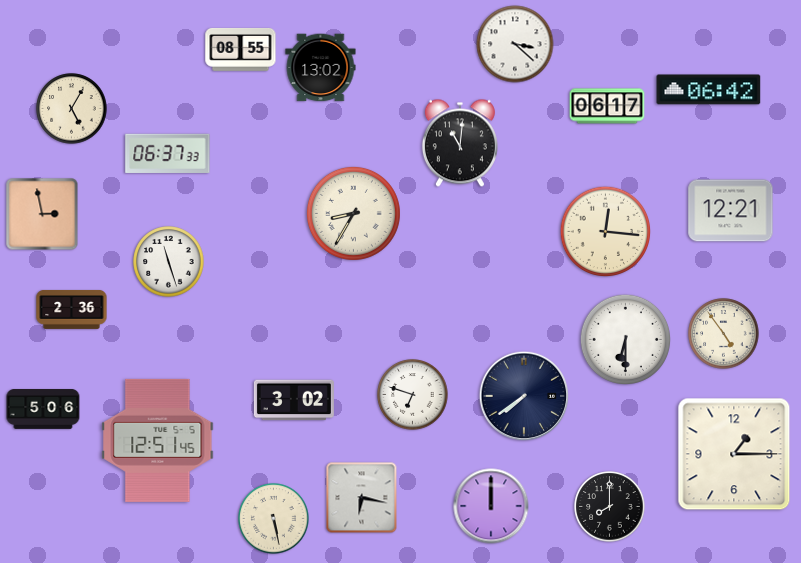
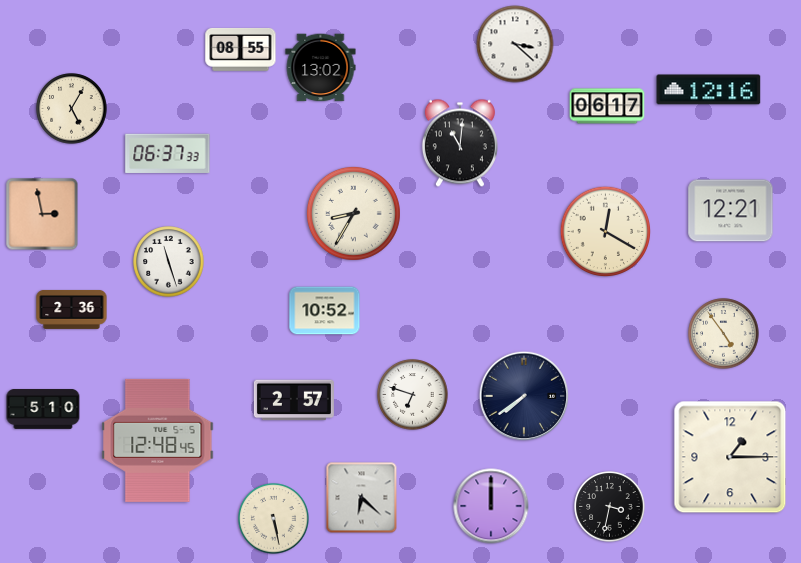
clock at (709, 90): 06:42 -> 12:16
clock at (605, 231): 12:16 -> 12:20
clock at (325, 311): none -> 10:52
clock at (625, 339): 6:30 -> none
clock at (294, 400): 3:02 -> 2:57
clock at (43, 410): 5:06 -> 5:10
clock at (158, 440): 12:51 -> 12:48
clock at (734, 454) position: (734, 454) -> (730, 457)
clock at (362, 498): 6:17 -> 6:22
clock at (610, 507): 8:00 -> 3:32
